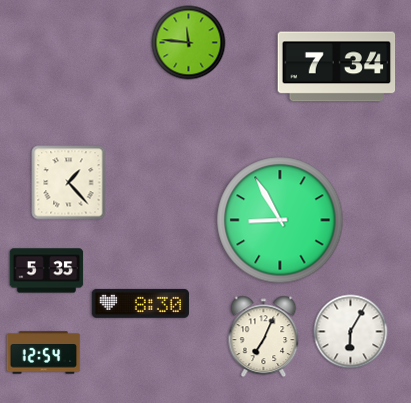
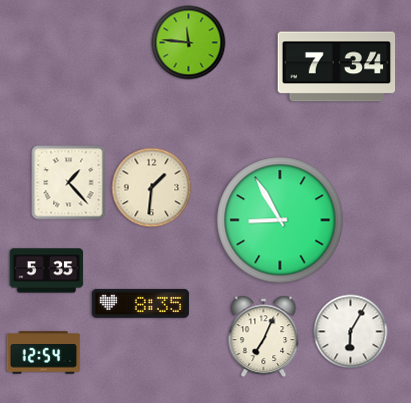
clock at (152, 188): none -> 1:31
clock at (140, 303): 8:30 -> 8:35
